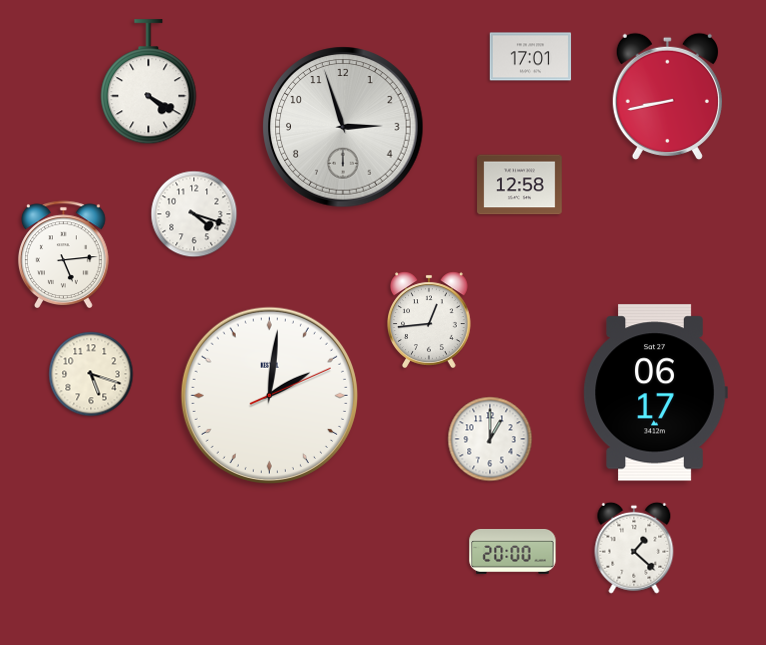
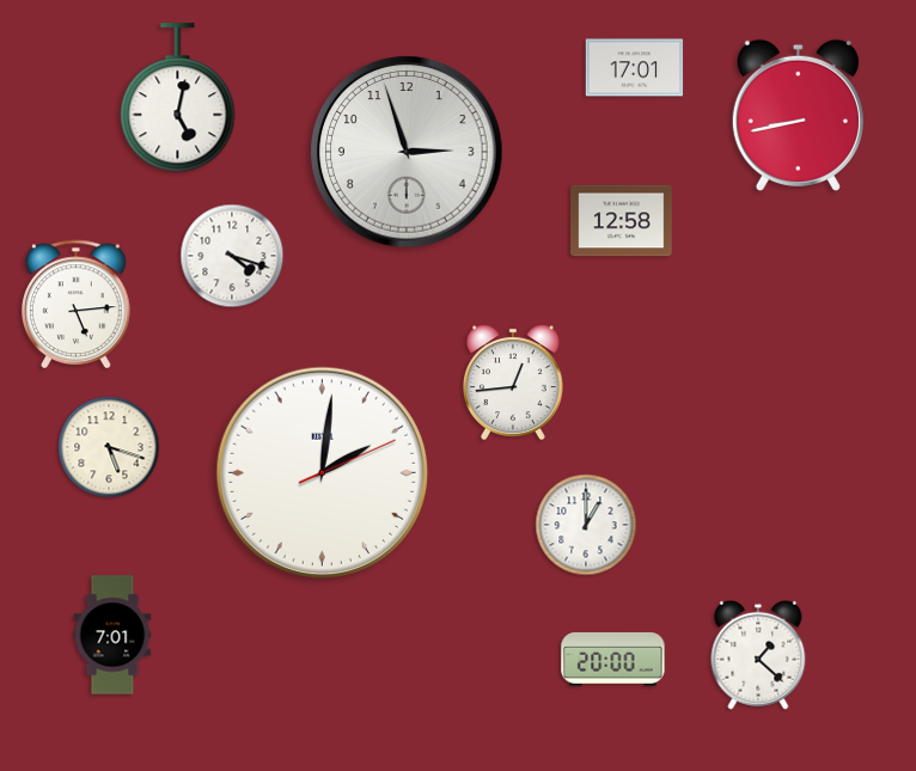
clock at (149, 82): 4:20 -> 5:02
clock at (343, 127) position: (343, 127) -> (407, 152)
clock at (655, 393): 06:17 -> none
clock at (112, 635): none -> 7:01
